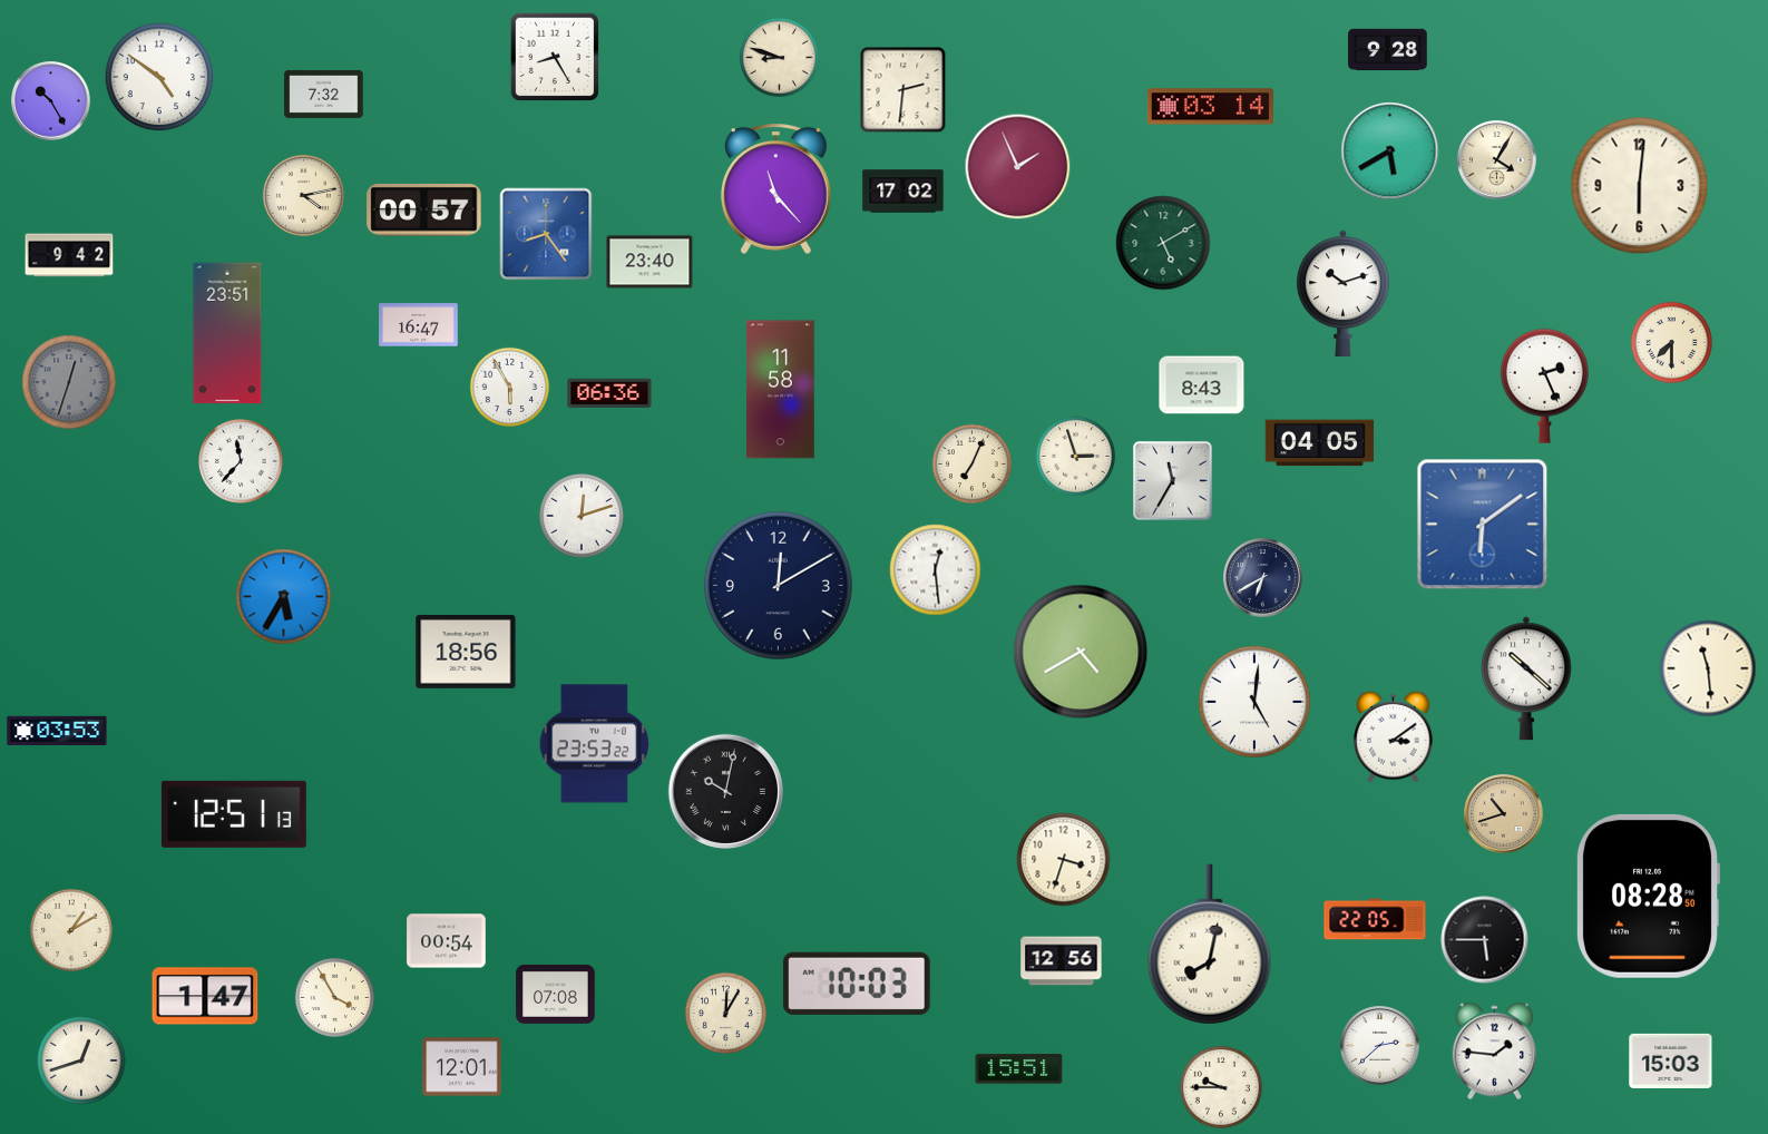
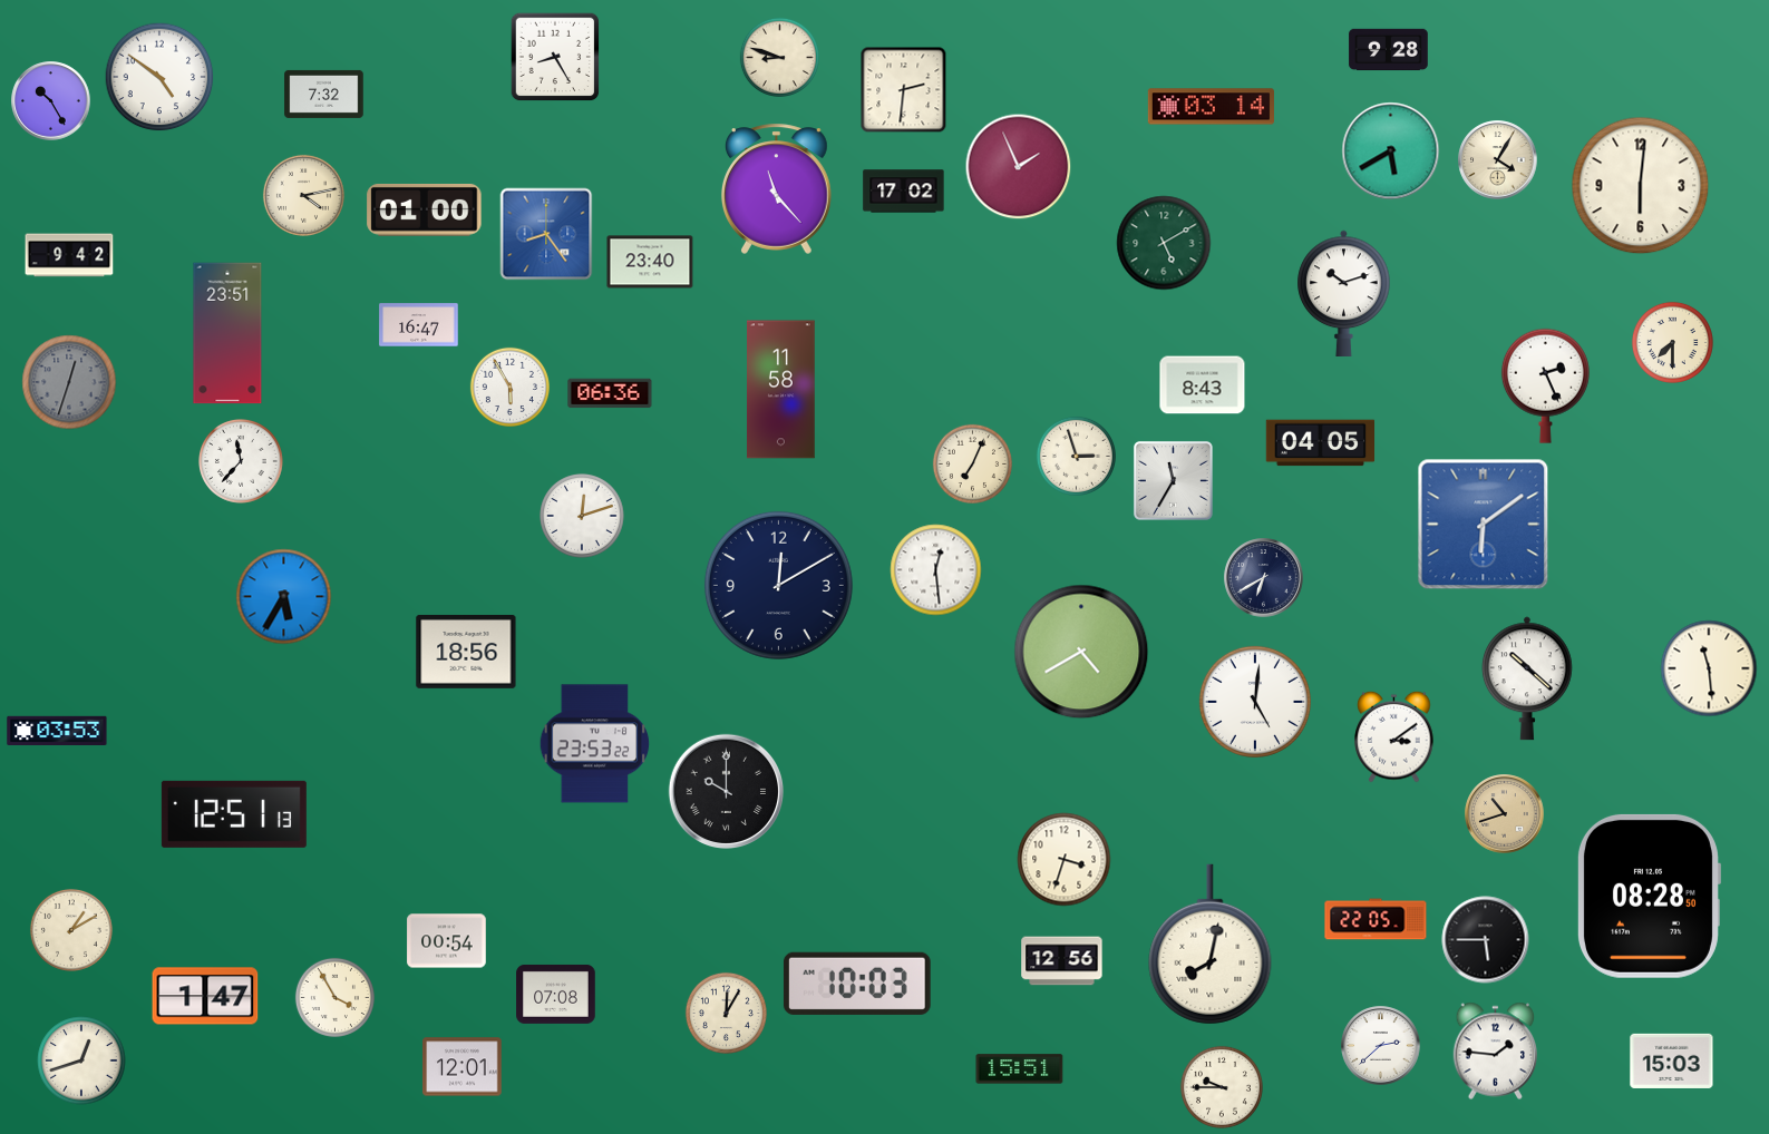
clock at (424, 209): 00:57 -> 01:00
clock at (725, 791): 10:02 -> 10:00
